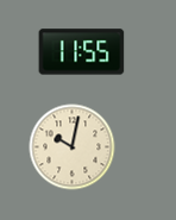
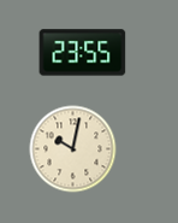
clock at (82, 52): 11:55 -> 23:55
